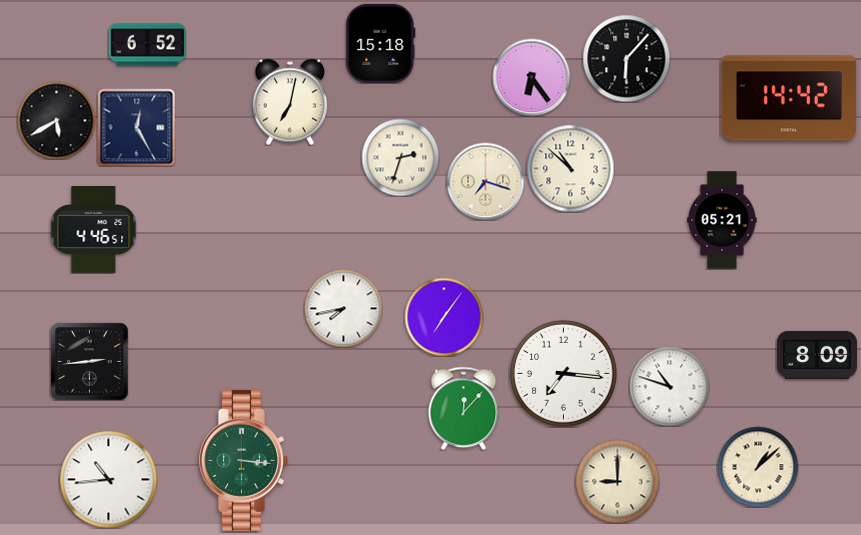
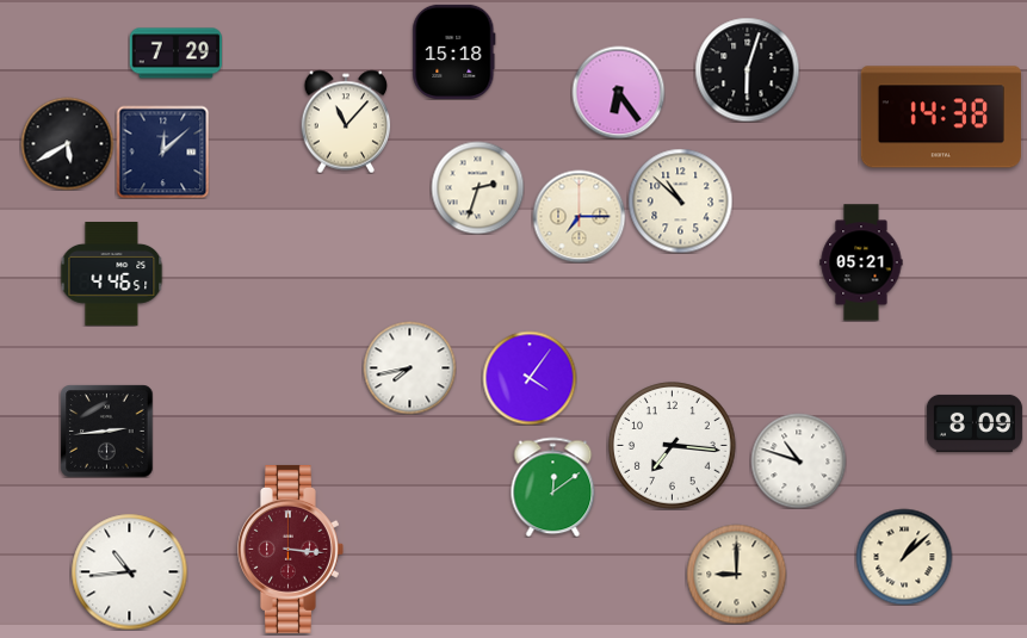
clock at (147, 45): 6:52 -> 7:29
clock at (626, 58): 6:07 -> 6:03
clock at (531, 77) position: (531, 77) -> (618, 92)
clock at (789, 98): 14:42 -> 14:38
clock at (290, 102): 7:02 -> 11:07
clock at (136, 127): 12:25 -> 12:08
clock at (485, 181): 7:18 -> 7:15
clock at (444, 317): 7:06 -> 4:06
clock at (464, 408): 12:07 -> 12:09
clock at (244, 460) dial: green -> burgundy
